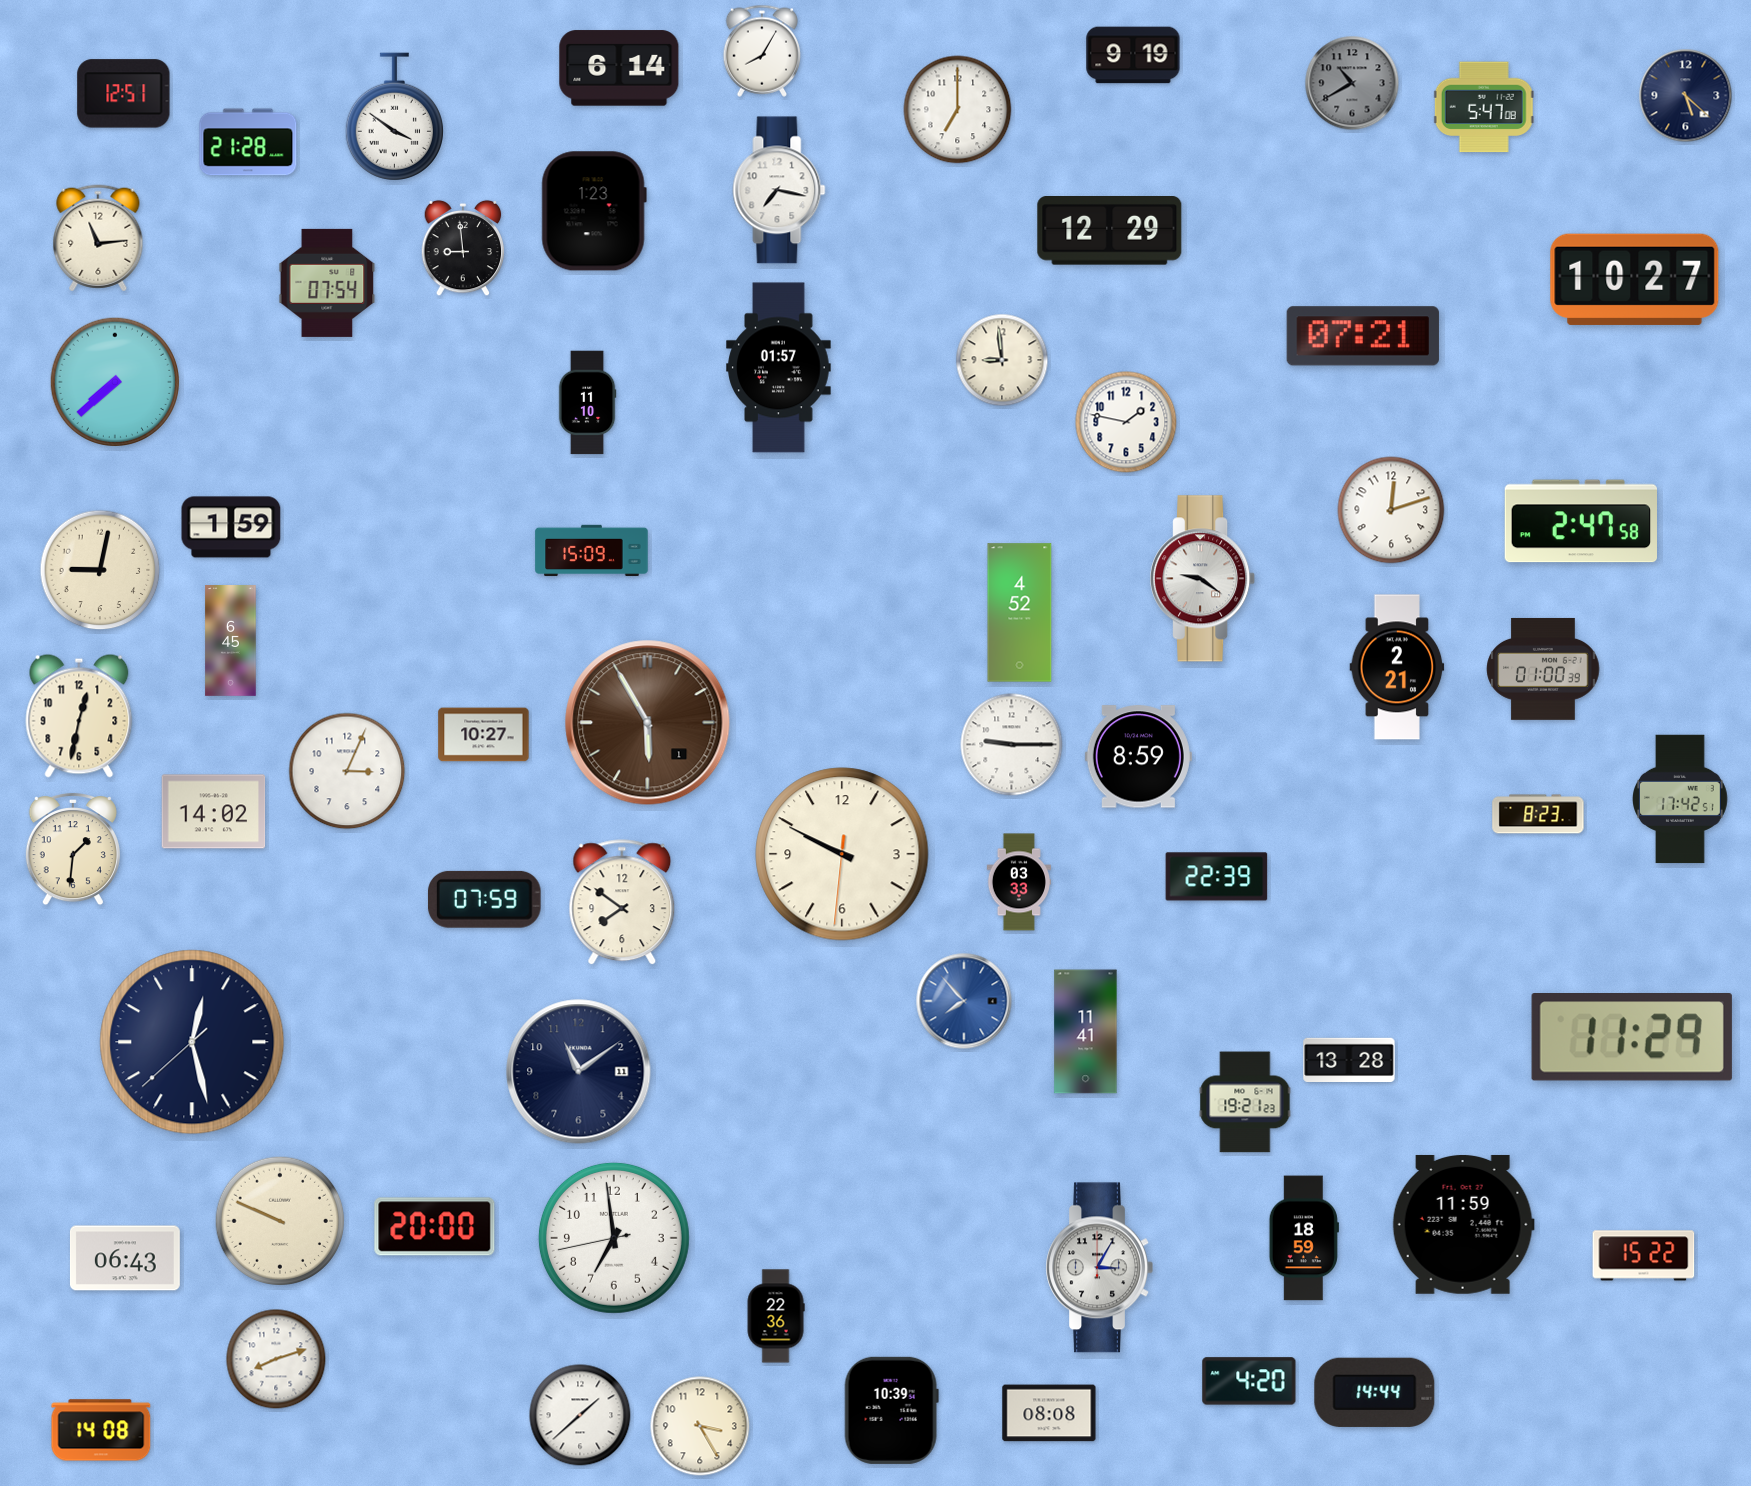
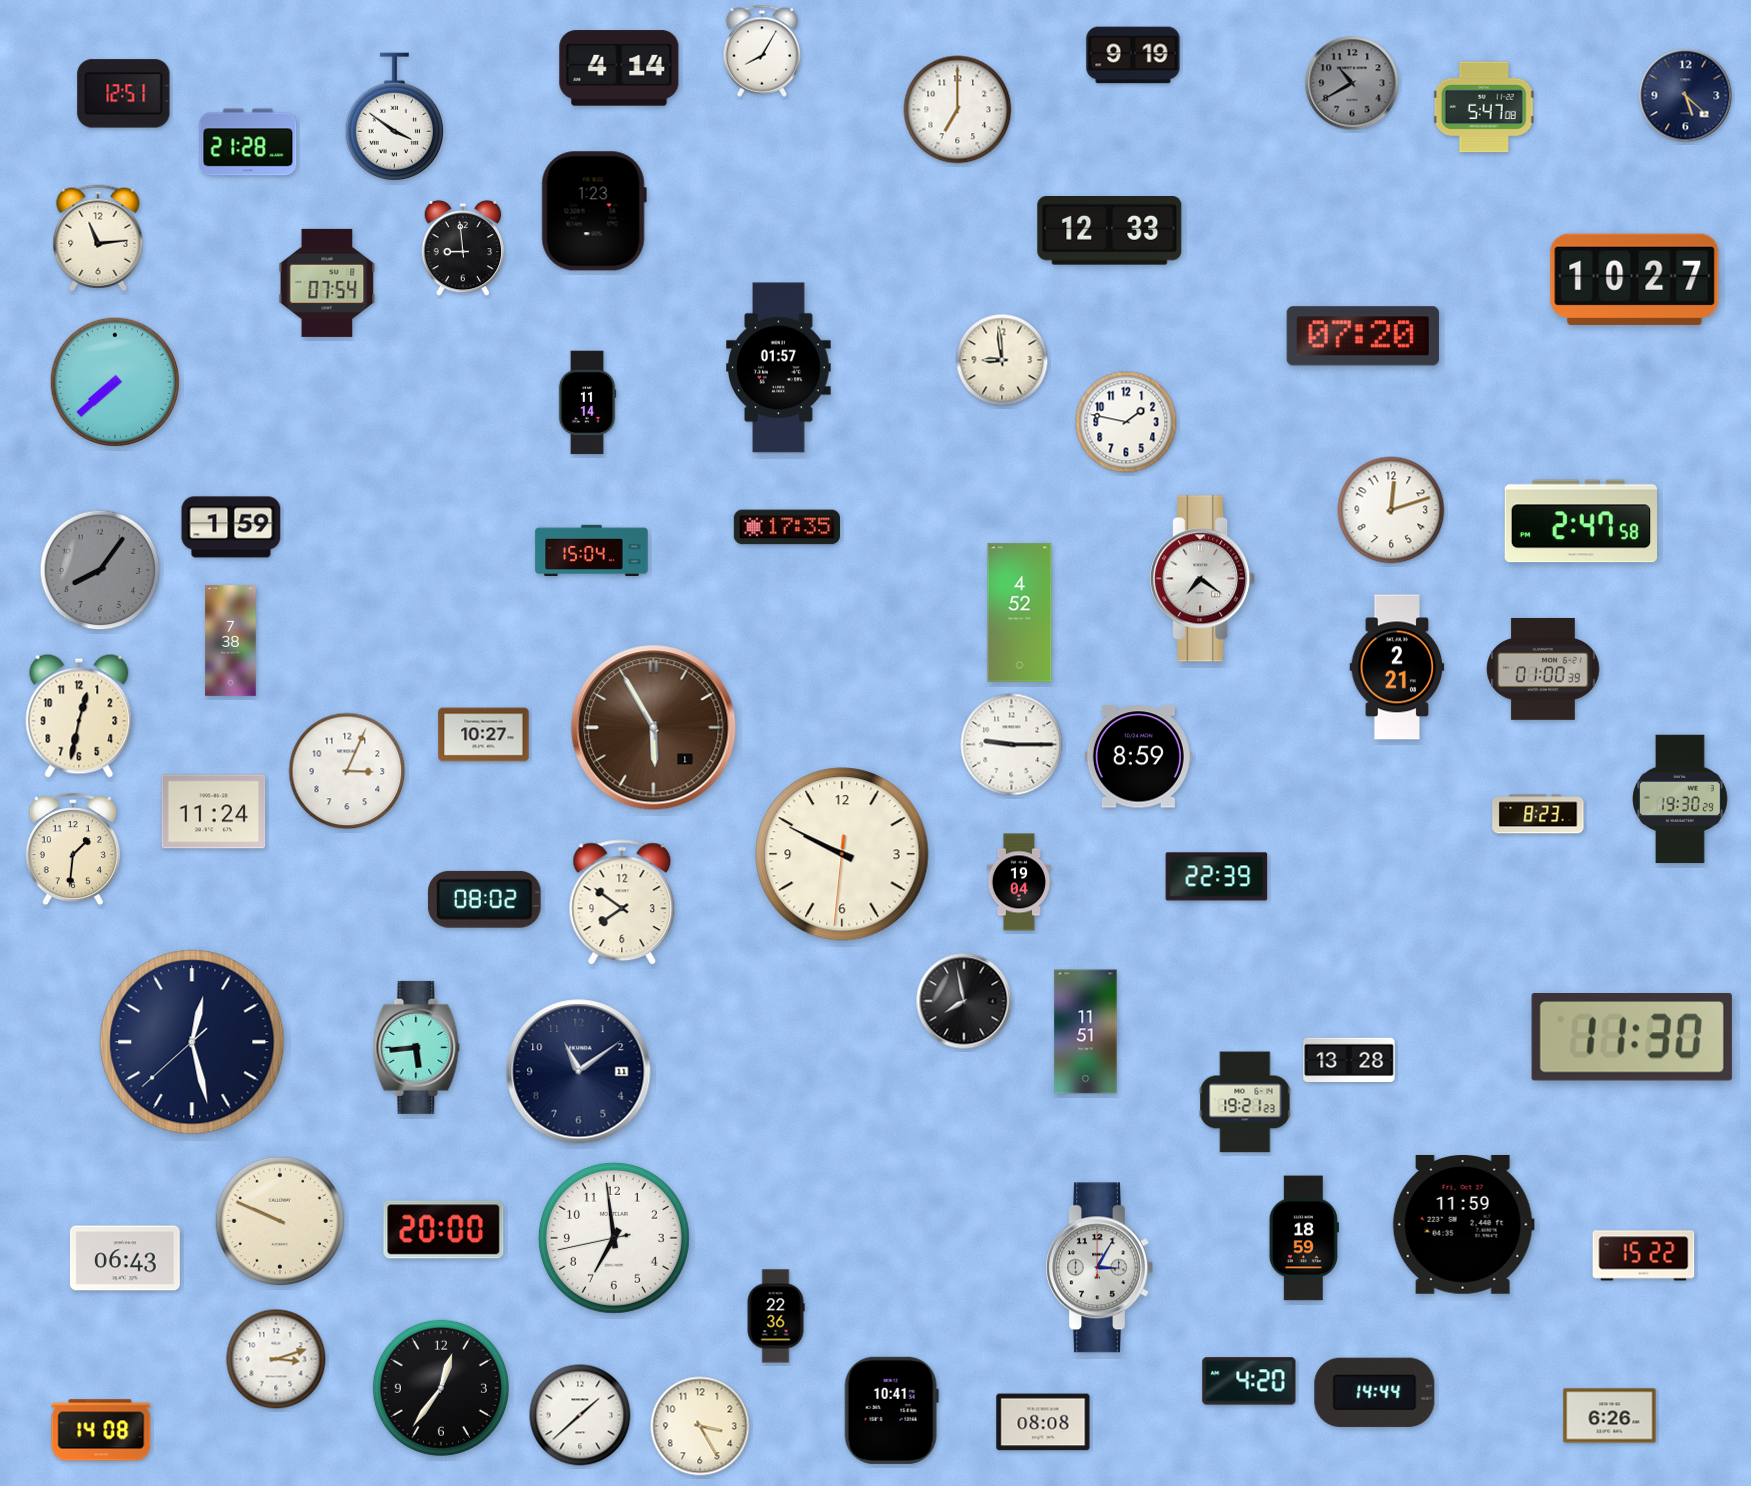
clock at (619, 68): 6:14 -> 4:14
clock at (779, 190): 7:17 -> none
clock at (1110, 231): 12:29 -> 12:33
clock at (1363, 336): 07:21 -> 07:20
clock at (587, 403): 11:10 -> 11:14
clock at (787, 527): none -> 17:35
clock at (592, 551): 15:09 -> 15:04
clock at (100, 570): 9:02 -> 8:06
clock at (100, 570) dial: cream -> grey
clock at (1203, 579): 9:21 -> 7:21
clock at (231, 641): 6:45 -> 7:38
clock at (648, 723) position: (648, 723) -> (654, 728)
clock at (1681, 799): 17:42 -> 19:30
clock at (214, 812): 14:02 -> 11:24
clock at (1018, 882): 03:33 -> 19:04
clock at (484, 899): 07:59 -> 08:02
clock at (964, 1001): 7:53 -> 7:58
clock at (964, 1001) dial: blue -> black
clock at (1086, 1032): 11:41 -> 11:51
clock at (1632, 1038): 11:29 -> 11:30
clock at (417, 1047): none -> 5:44
clock at (435, 1227) position: (435, 1227) -> (444, 1230)
clock at (276, 1359): 8:12 -> 3:12
clock at (441, 1388): none -> 12:36
clock at (891, 1410): 10:39 -> 10:41
clock at (1049, 1413) position: (1049, 1413) -> (1043, 1422)
clock at (1610, 1416): none -> 6:26
